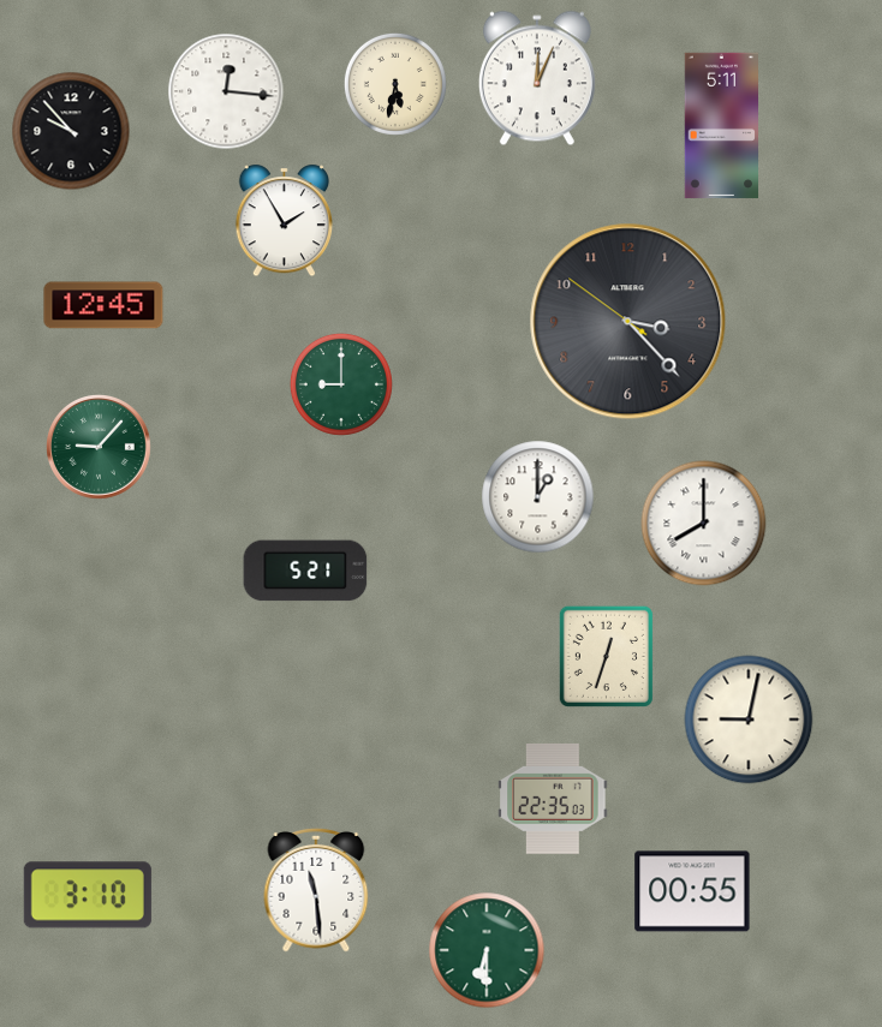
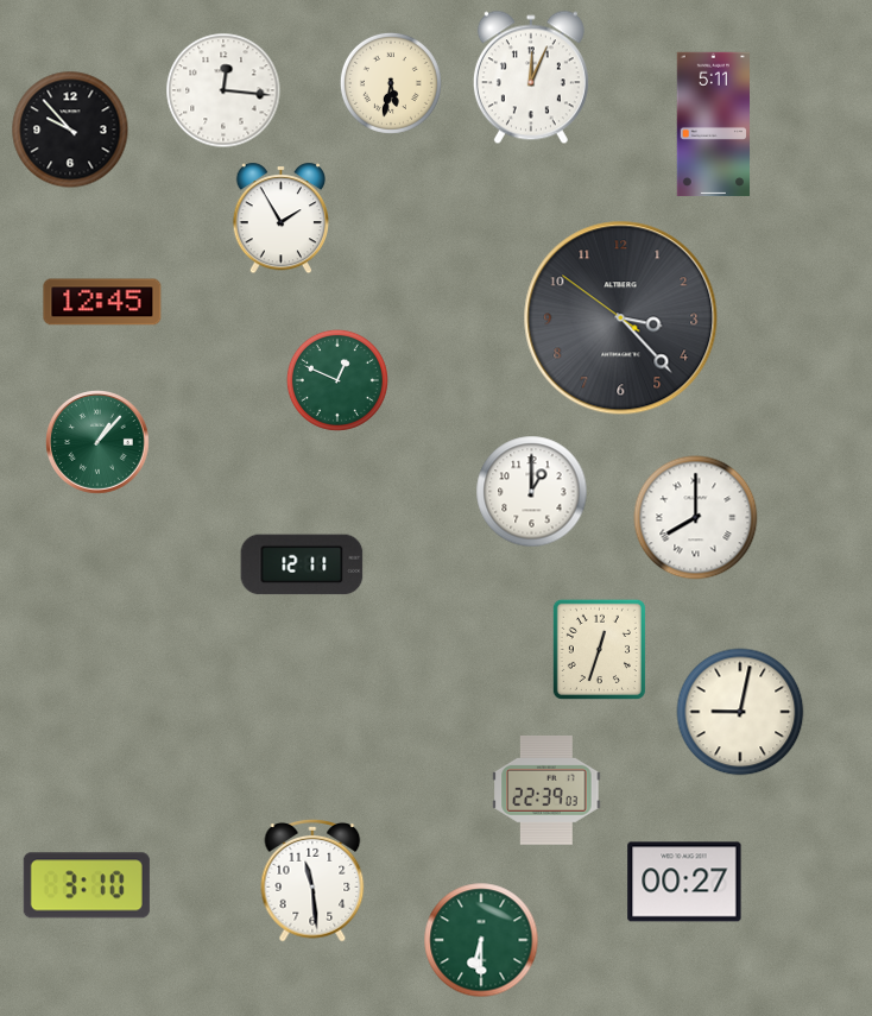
clock at (341, 384): 9:00 -> 12:49
clock at (100, 448): 9:07 -> 1:07
clock at (305, 571): 5:21 -> 12:11
clock at (553, 799): 22:35 -> 22:39
clock at (692, 891): 00:55 -> 00:27
